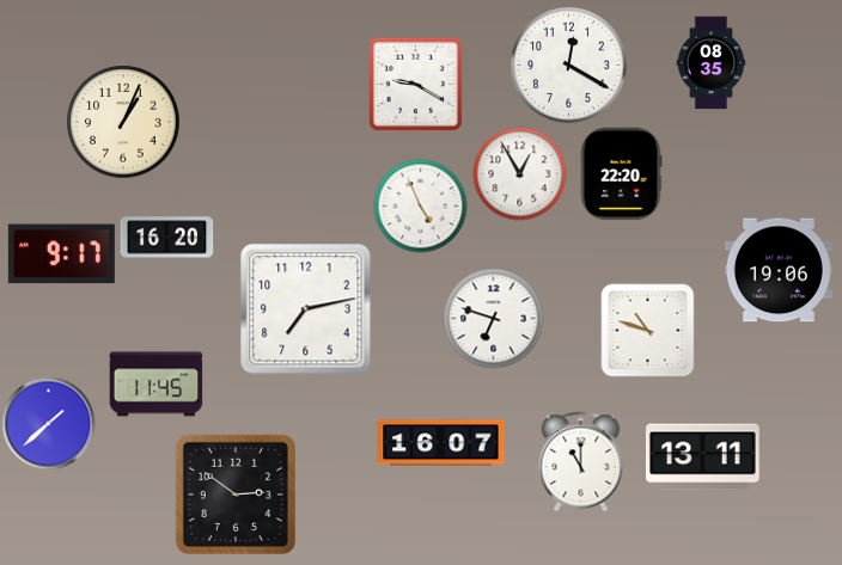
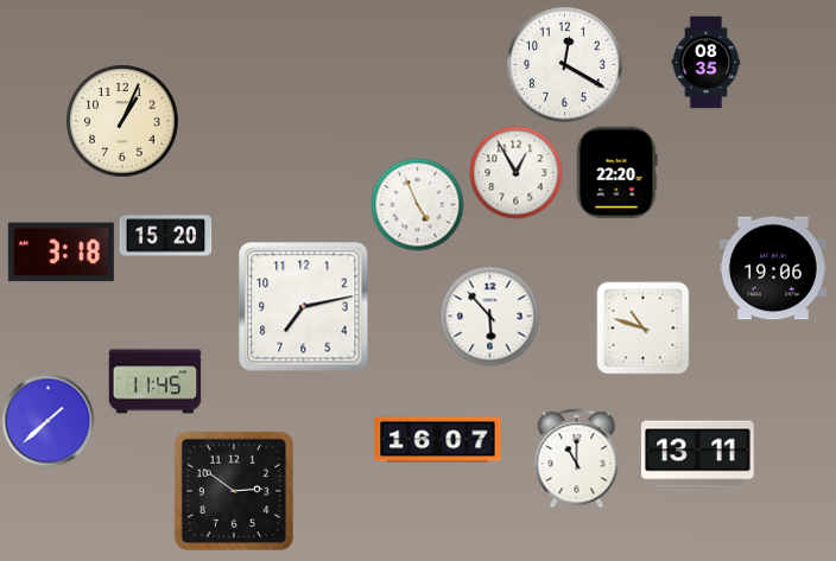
clock at (415, 84): 9:20 -> none
clock at (166, 238): 16:20 -> 15:20
clock at (61, 254): 9:17 -> 3:18
clock at (493, 318): 6:48 -> 5:53
